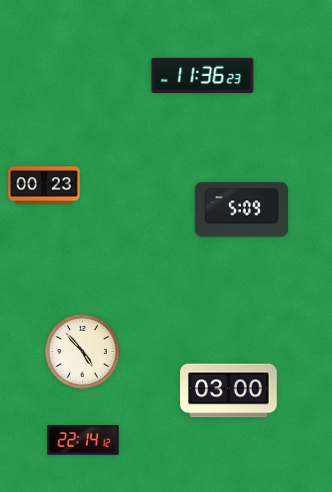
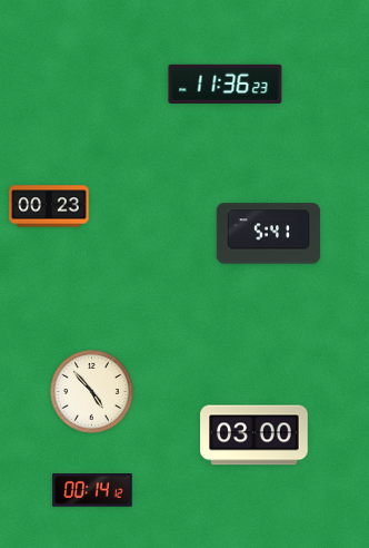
clock at (242, 210): 5:09 -> 5:41
clock at (83, 440): 22:14 -> 00:14
